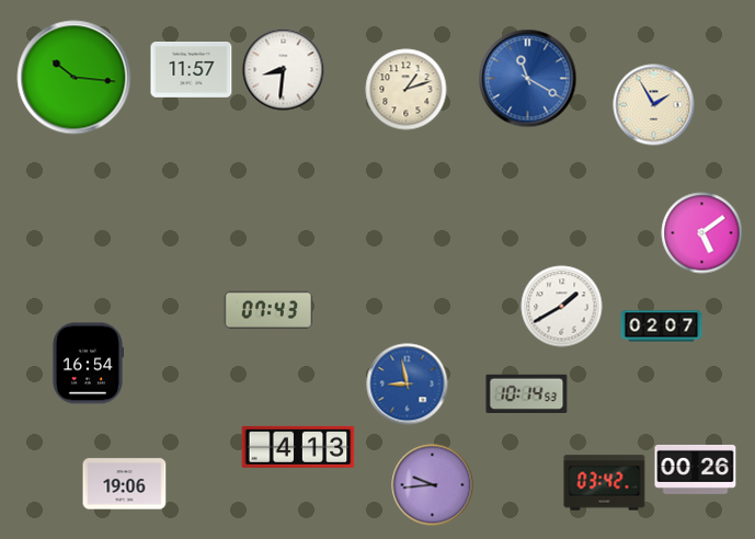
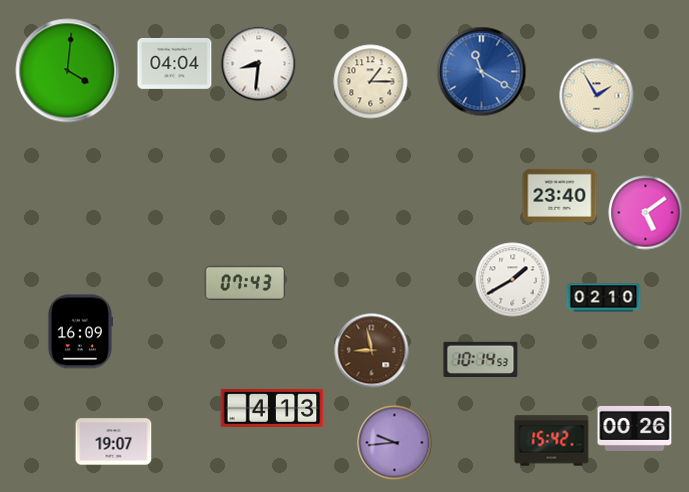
clock at (192, 70): 11:57 -> 04:04
clock at (75, 78): 10:16 -> 4:01
clock at (407, 90): 1:12 -> 1:15
clock at (560, 195): none -> 23:40
clock at (702, 233) position: (702, 233) -> (646, 213)
clock at (662, 326): 02:07 -> 02:10
clock at (87, 364): 16:54 -> 16:09
clock at (408, 385) dial: blue -> brown
clock at (605, 483): 03:42 -> 15:42
clock at (125, 484): 19:06 -> 19:07
